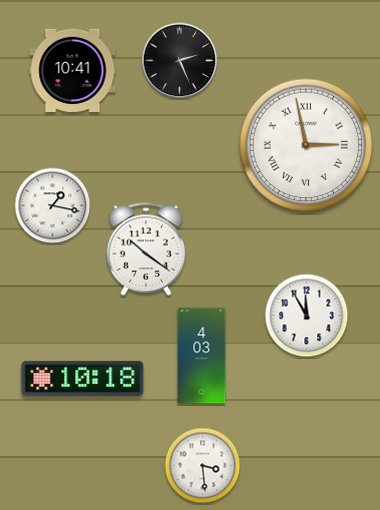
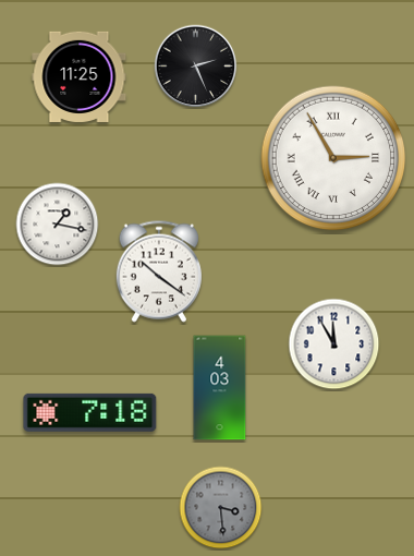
clock at (73, 70): 10:41 -> 11:25
clock at (306, 145): 2:58 -> 2:55
clock at (83, 378): 10:18 -> 7:18
clock at (203, 466) dial: white -> grey
